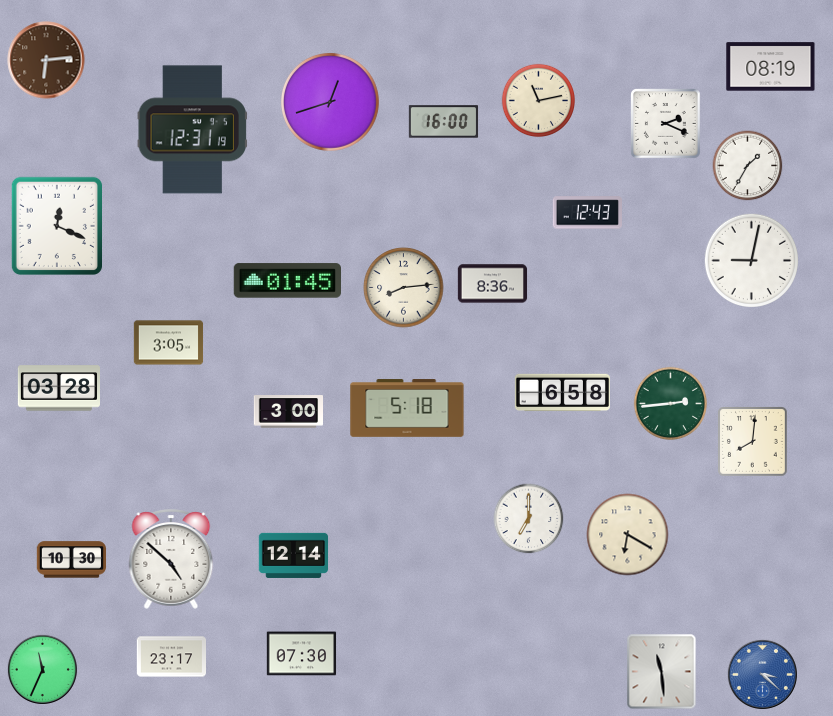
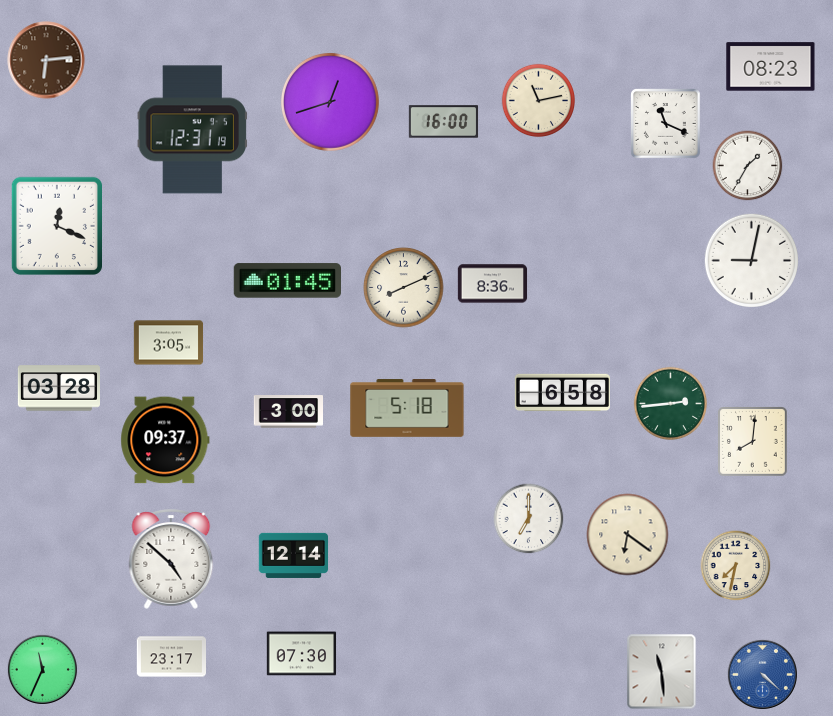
clock at (771, 67): 08:19 -> 08:23
clock at (666, 124): 2:19 -> 11:19
clock at (587, 213): 12:43 -> none
clock at (404, 288): 8:14 -> 8:11
clock at (165, 440): none -> 09:37
clock at (628, 535): 6:20 -> 6:21
clock at (72, 560): 10:30 -> none
clock at (736, 566): none -> 7:32
clock at (762, 674): 3:22 -> 4:22
